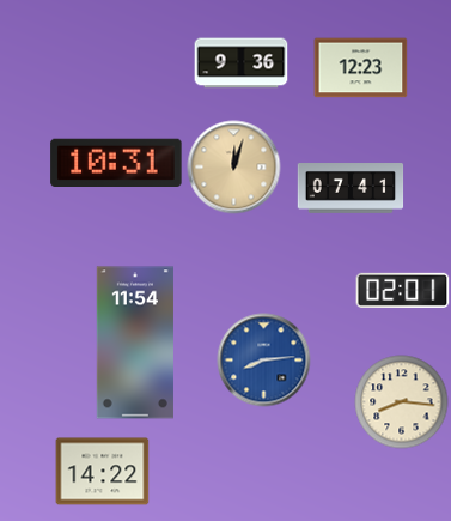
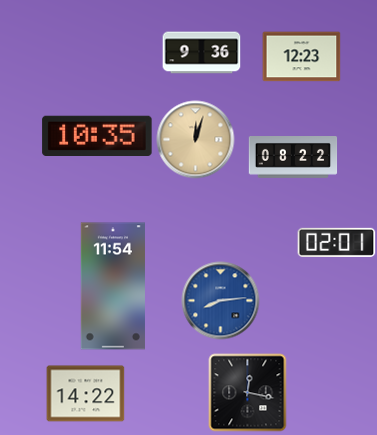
clock at (116, 162): 10:31 -> 10:35
clock at (351, 189): 07:41 -> 08:22
clock at (401, 401): 8:16 -> none
clock at (247, 392): none -> 12:17
